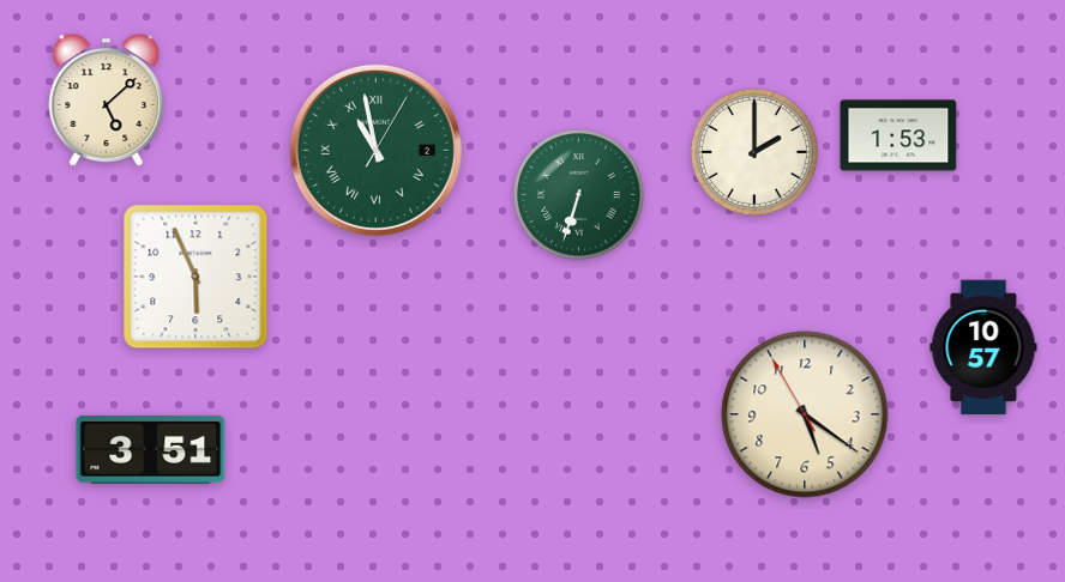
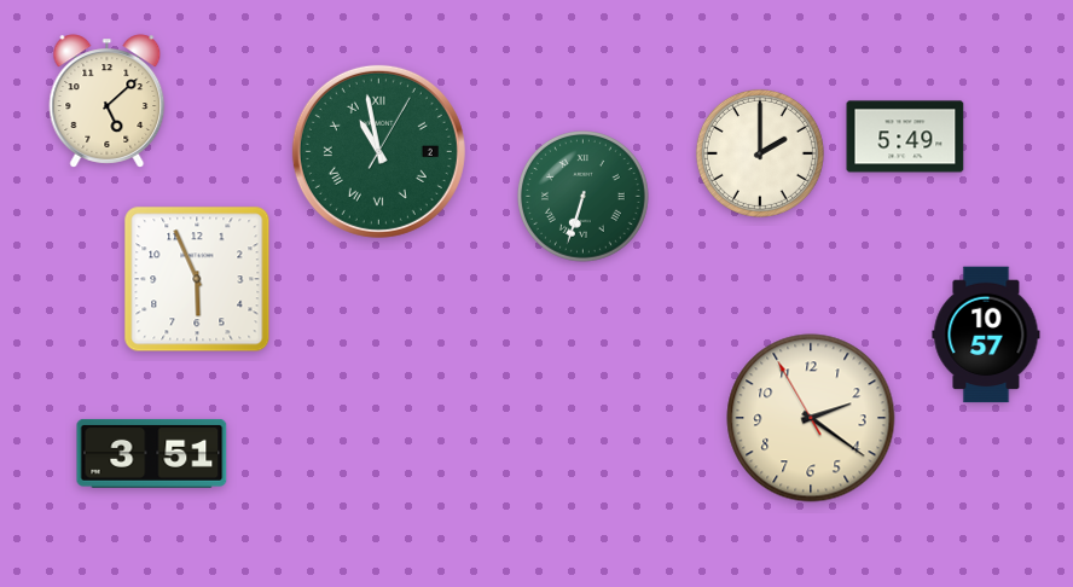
clock at (898, 135): 1:53 -> 5:49
clock at (983, 347) position: (983, 347) -> (986, 335)
clock at (805, 414): 5:20 -> 2:20
